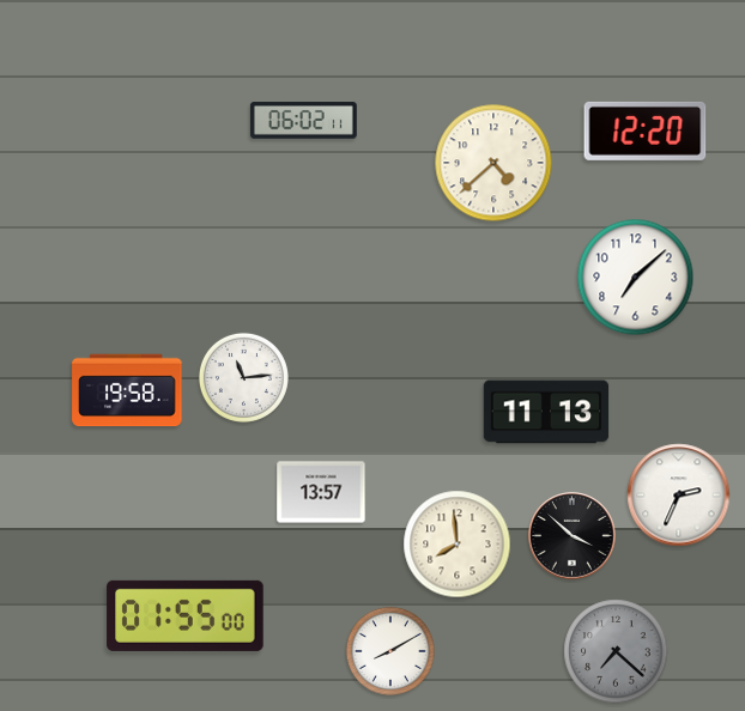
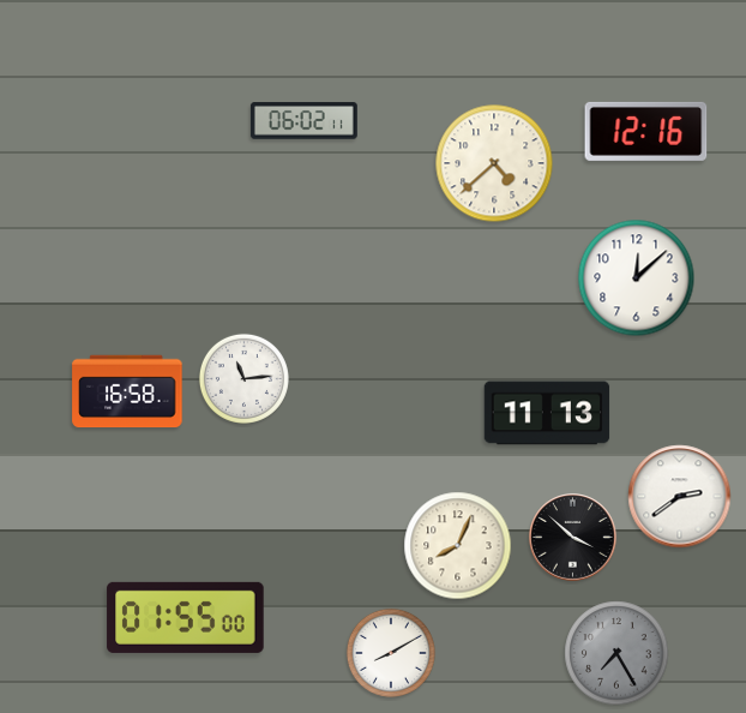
clock at (646, 130): 12:20 -> 12:16
clock at (636, 278): 7:08 -> 12:08
clock at (127, 390): 19:58 -> 16:58
clock at (321, 492): 13:57 -> none
clock at (679, 496): 2:34 -> 2:39
clock at (458, 545): 7:59 -> 8:04
clock at (616, 651): 7:22 -> 7:25
